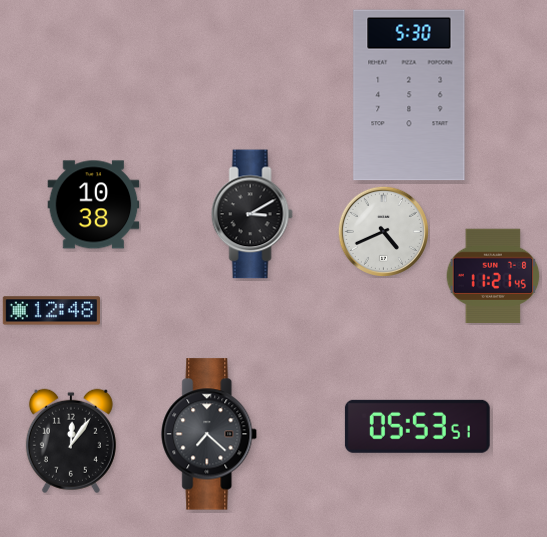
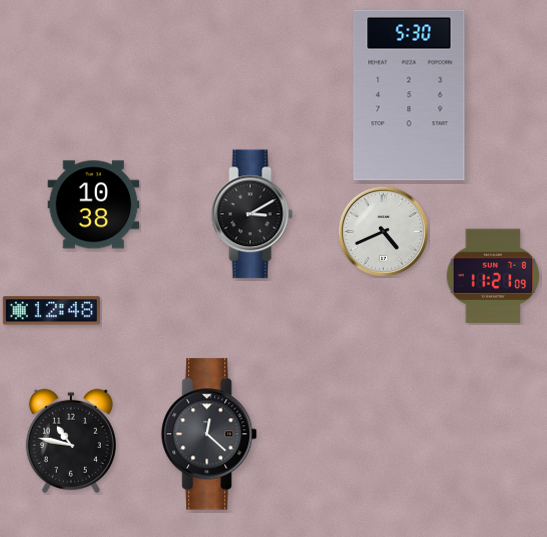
clock at (493, 276): 11:21:45 -> 11:21:09
clock at (417, 426): 05:53 -> none
clock at (210, 434): 7:22 -> 12:22
clock at (71, 441): 12:06 -> 10:47
